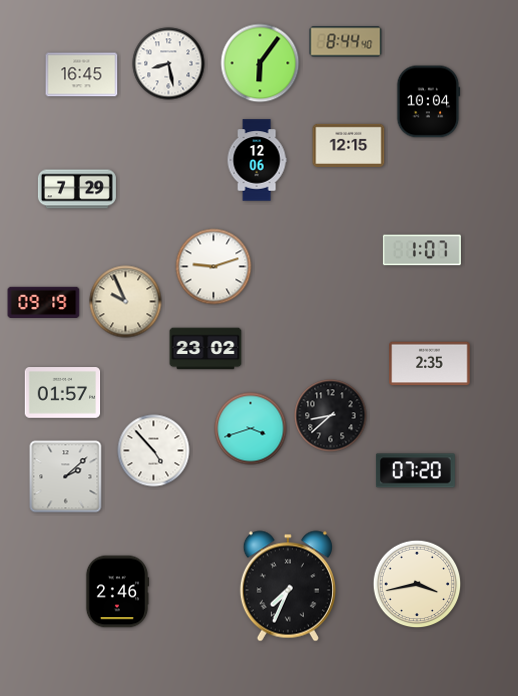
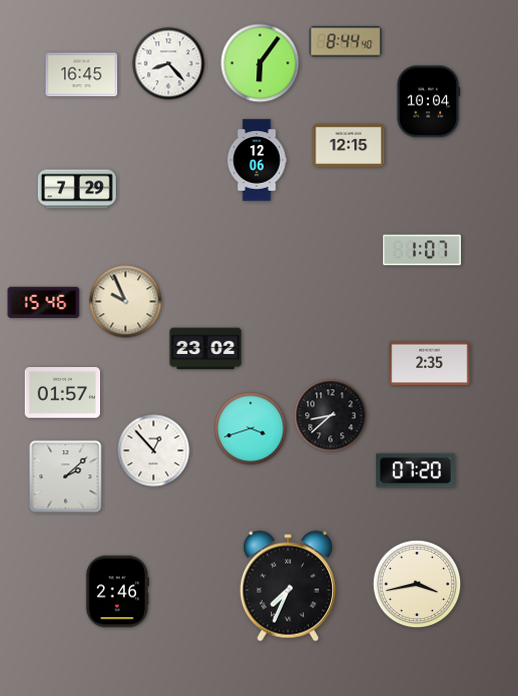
clock at (169, 64): 8:28 -> 8:23
clock at (214, 267): 9:12 -> none
clock at (44, 302): 09:19 -> 15:46
clock at (154, 451): 4:53 -> 12:53
